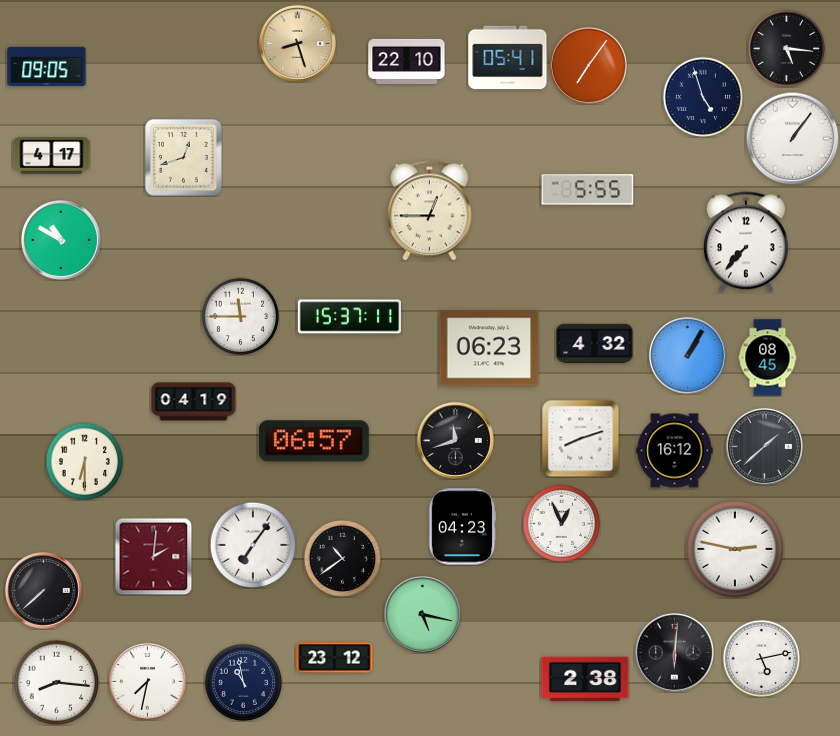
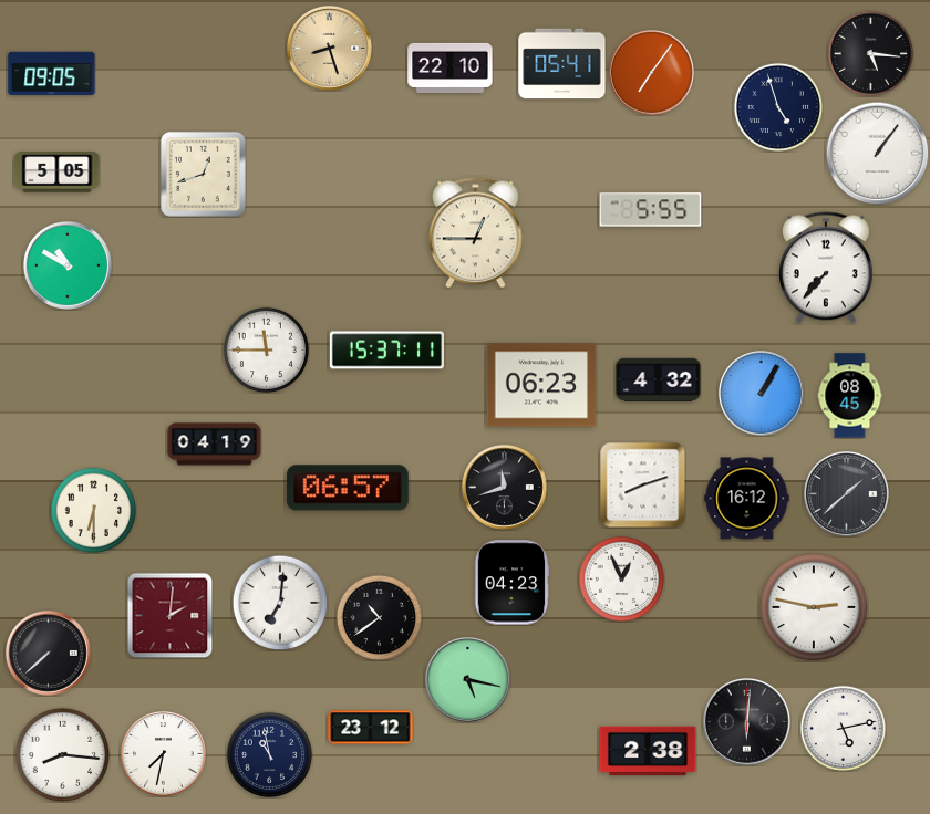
clock at (52, 156): 4:17 -> 5:05
clock at (253, 545): 7:06 -> 7:01
